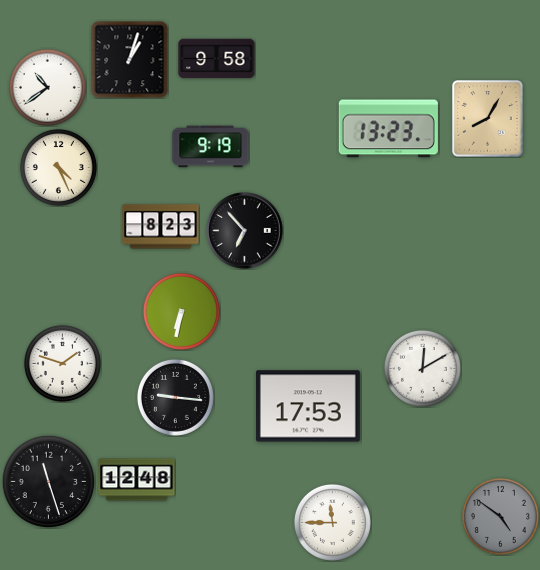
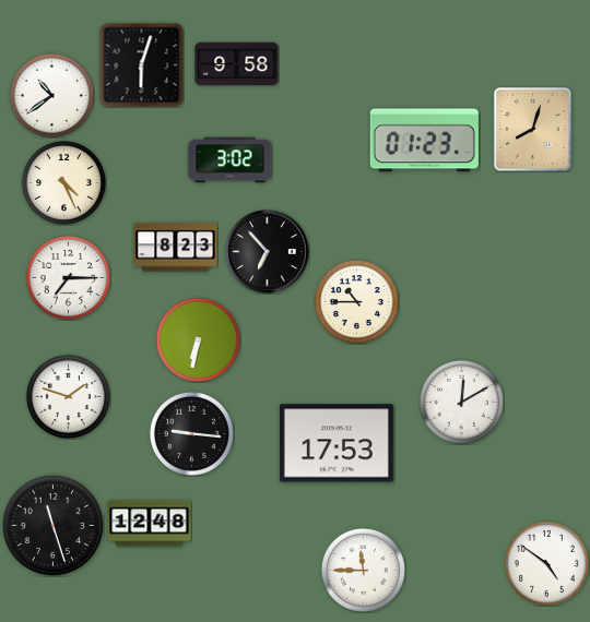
clock at (129, 59): 1:03 -> 6:03
clock at (488, 119): 8:05 -> 8:03
clock at (388, 129): 13:23 -> 01:23
clock at (211, 147): 9:19 -> 3:02
clock at (68, 277): none -> 7:15
clock at (356, 301): none -> 10:45
clock at (500, 516) dial: grey -> white
